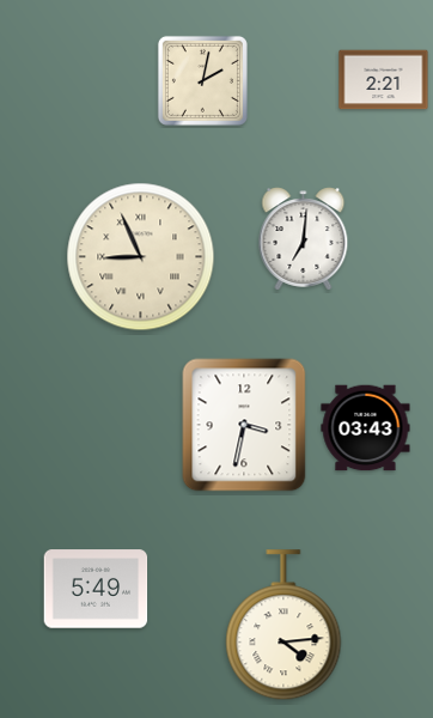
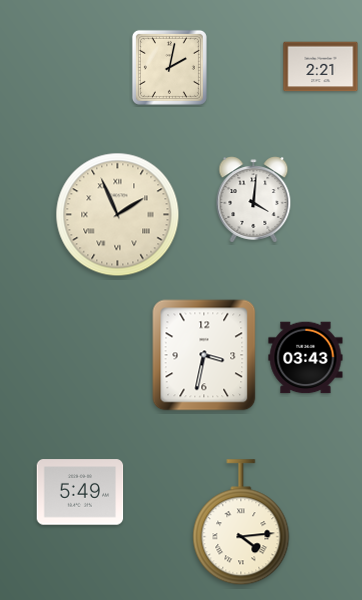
clock at (304, 239): 7:01 -> 4:01
clock at (141, 257): 8:56 -> 1:56
clock at (283, 626) position: (283, 626) -> (241, 523)
